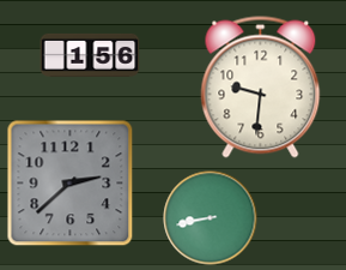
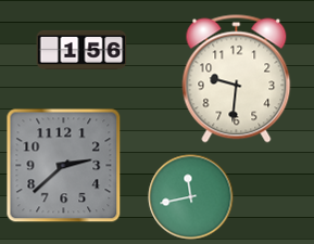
clock at (211, 218): 8:43 -> 11:43
